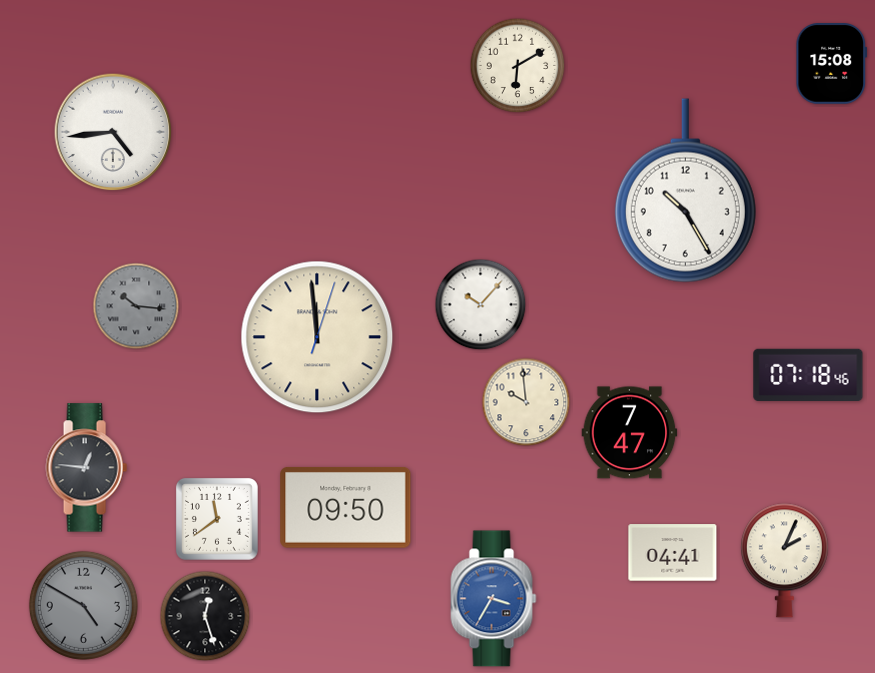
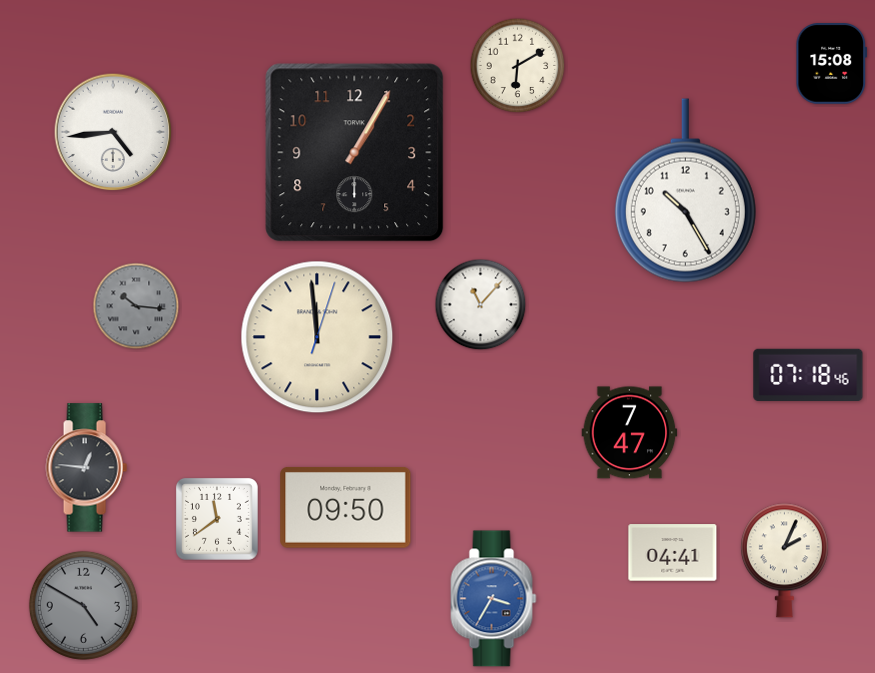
clock at (355, 153): none -> 1:05
clock at (481, 305): 10:07 -> 11:07
clock at (526, 402): 9:59 -> none
clock at (205, 616): 12:27 -> none
